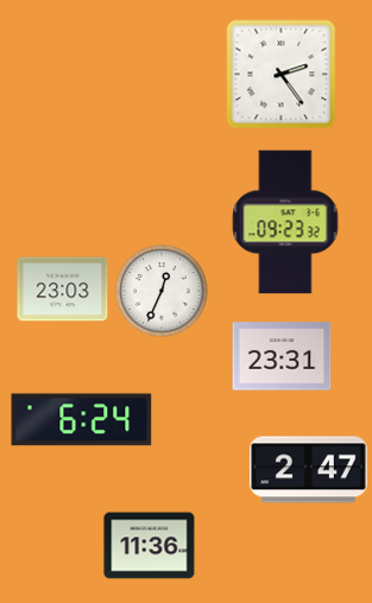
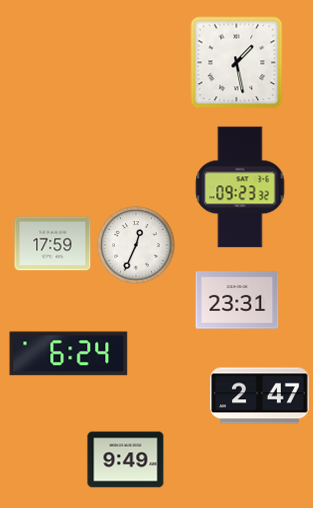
clock at (282, 75): 2:24 -> 1:28
clock at (63, 290): 23:03 -> 17:59
clock at (150, 546): 11:36 -> 9:49
